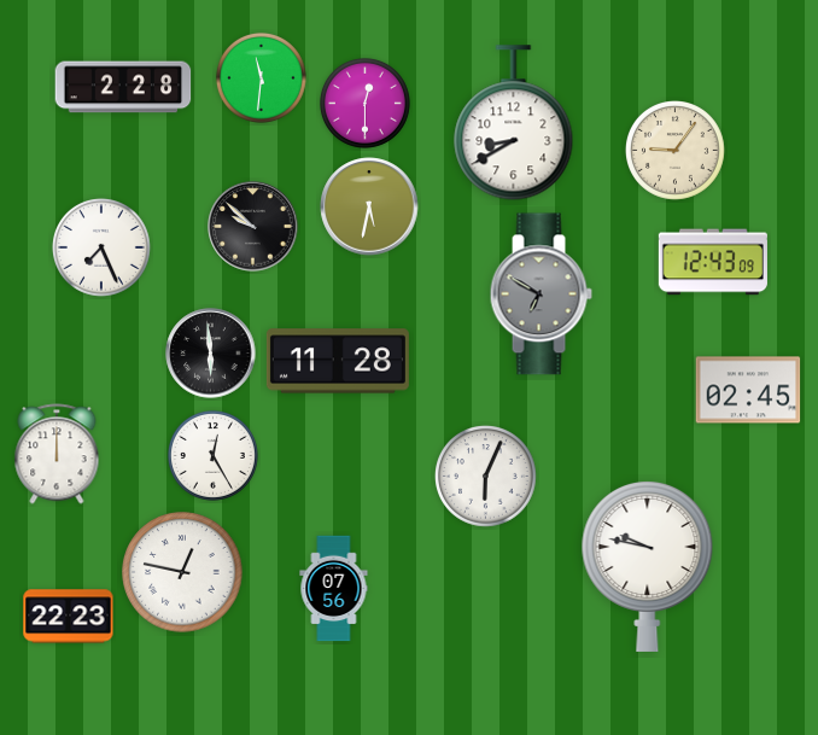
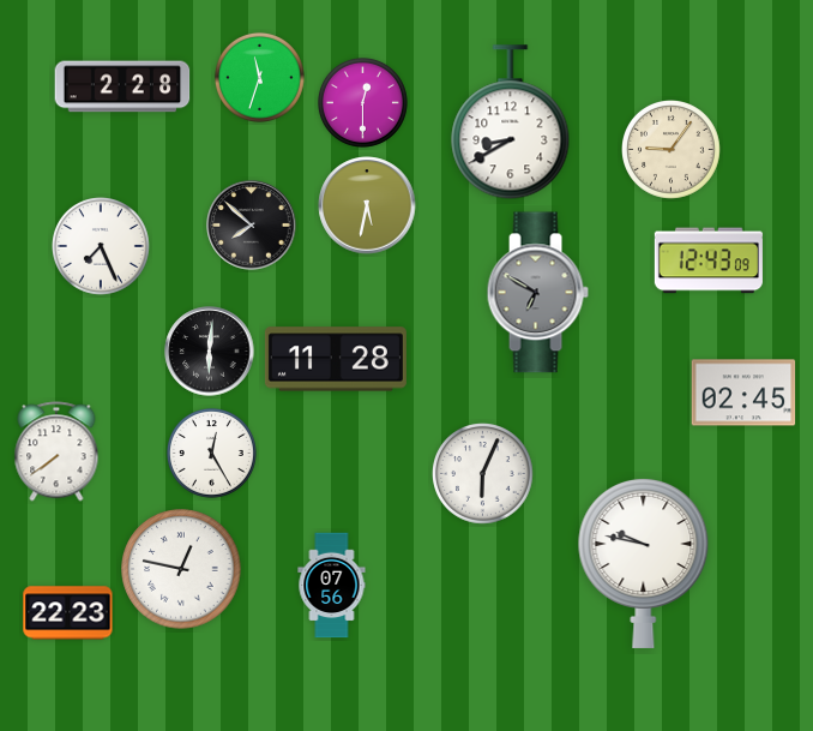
clock at (261, 77): 11:31 -> 11:33
clock at (253, 227): 9:52 -> 7:52
clock at (211, 354): 5:59 -> 6:01
clock at (748, 390) position: (748, 390) -> (743, 393)
clock at (57, 454): 12:00 -> 7:39
